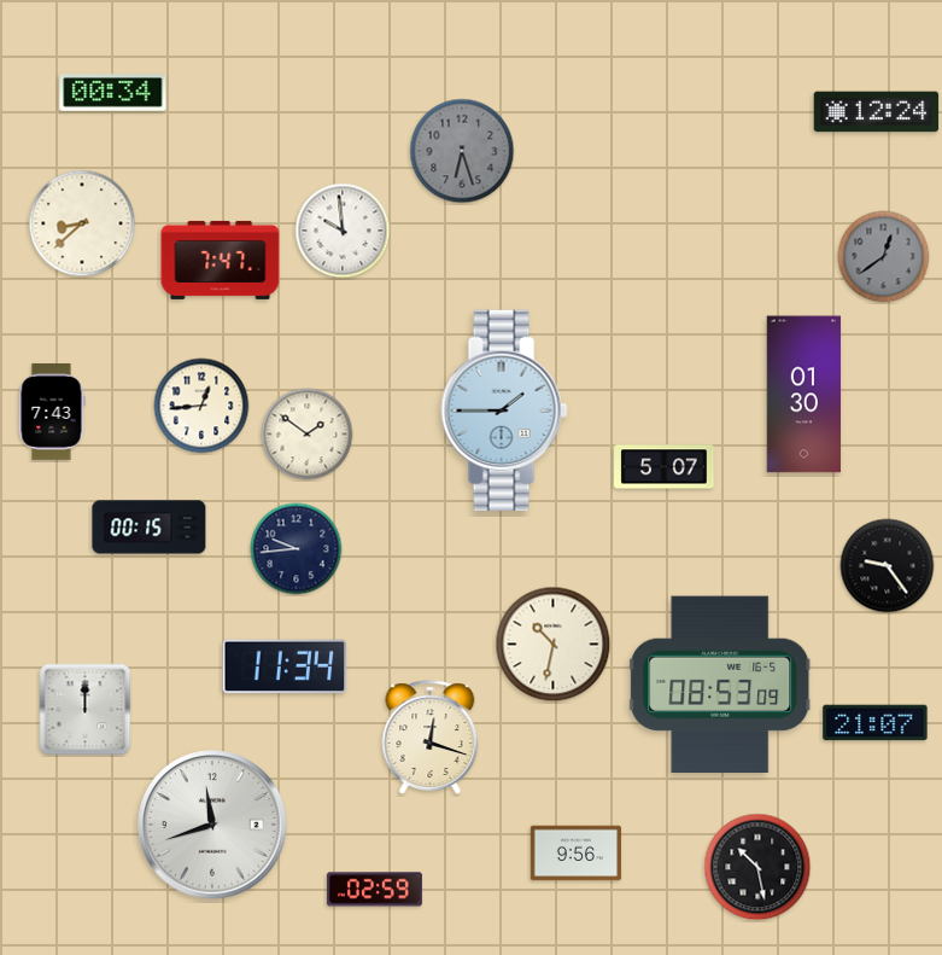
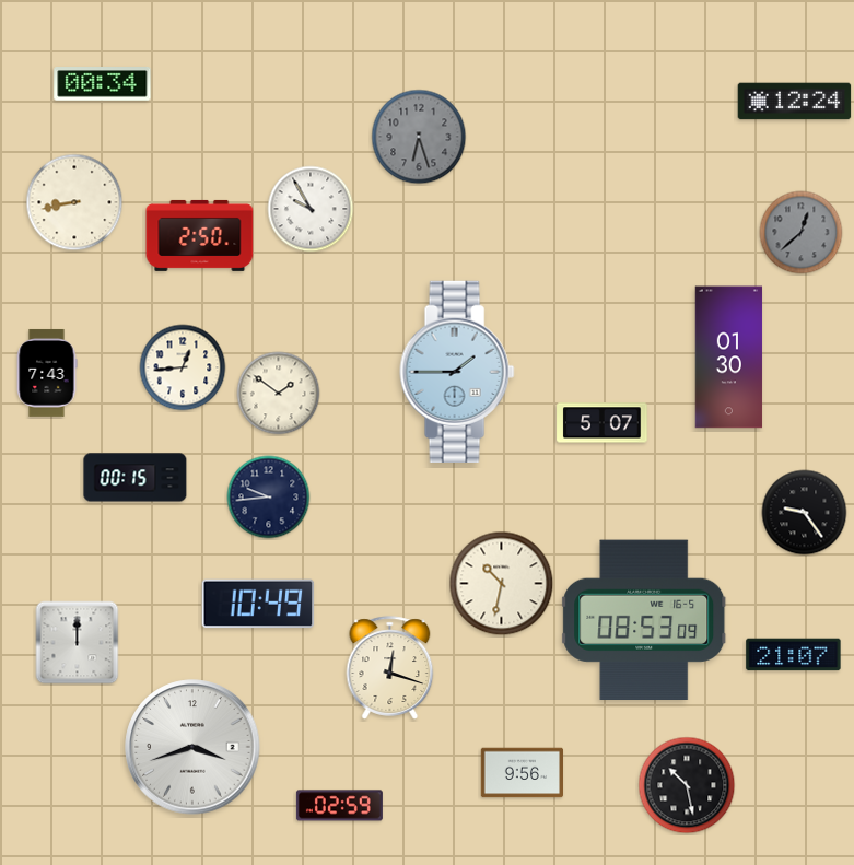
clock at (82, 223): 8:38 -> 8:43
clock at (343, 231): 9:59 -> 9:55
clock at (884, 257): 12:39 -> 12:38
clock at (221, 260): 7:47 -> 2:50
clock at (285, 666): 11:34 -> 10:49
clock at (721, 683) position: (721, 683) -> (645, 619)
clock at (212, 825): 11:42 -> 3:42
